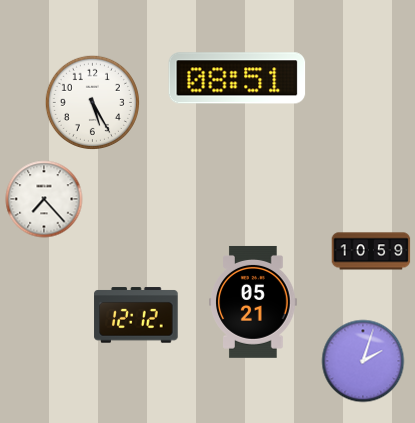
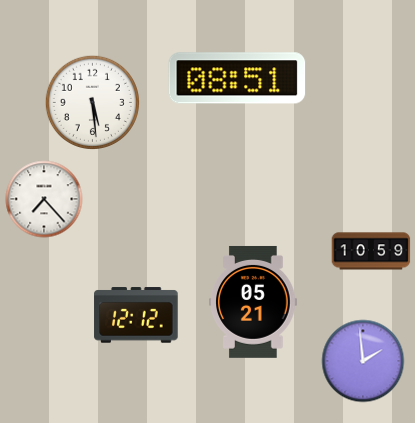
clock at (92, 102): 5:25 -> 5:29
clock at (363, 361): 2:03 -> 1:59
